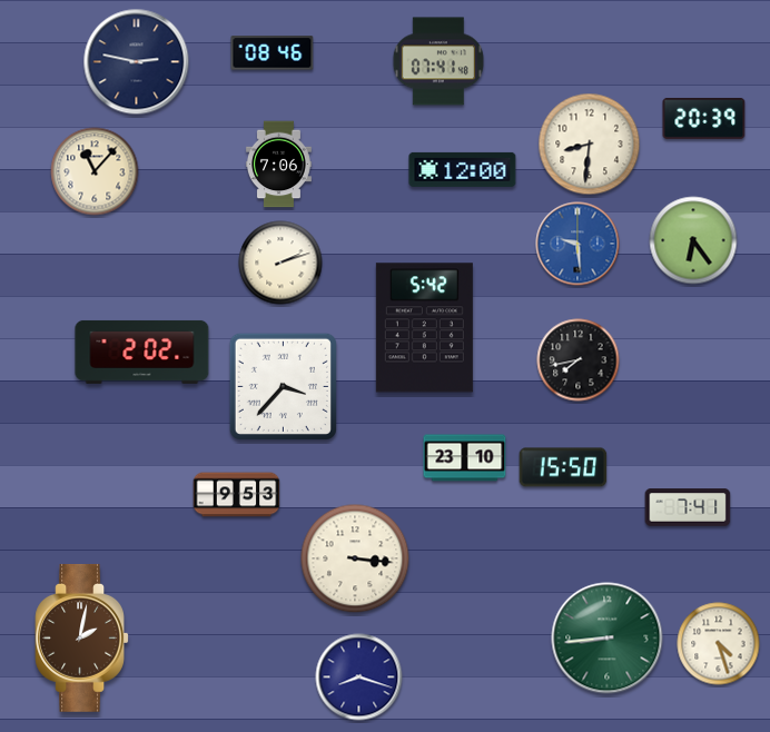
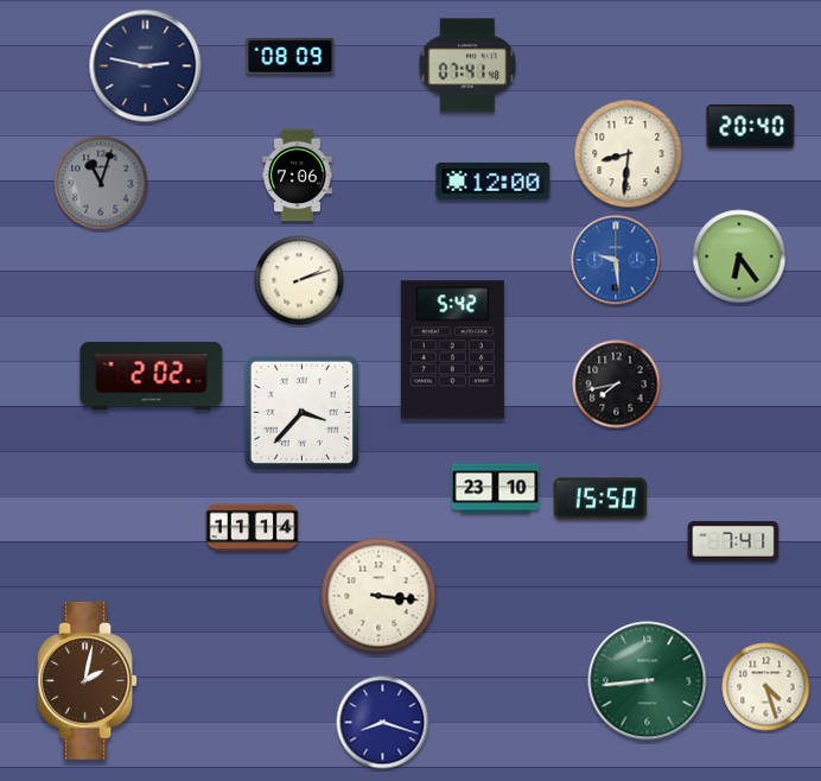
clock at (273, 53): 08:46 -> 08:09
clock at (704, 118): 20:39 -> 20:40
clock at (95, 171): 11:07 -> 11:03
clock at (95, 171) dial: cream -> grey
clock at (237, 495): 9:53 -> 11:14
